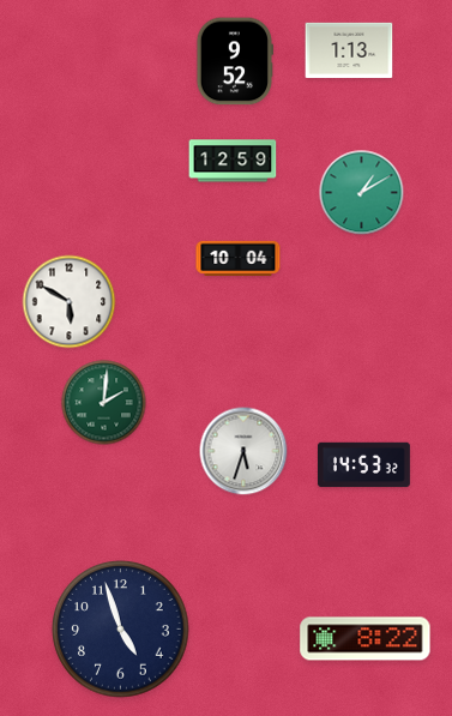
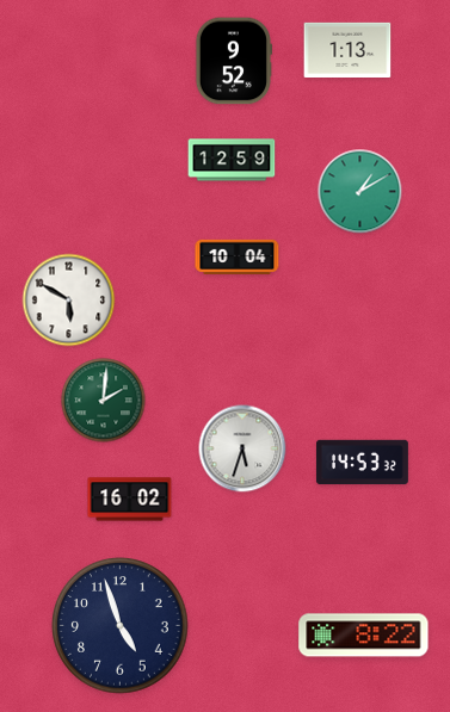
clock at (130, 500): none -> 16:02
